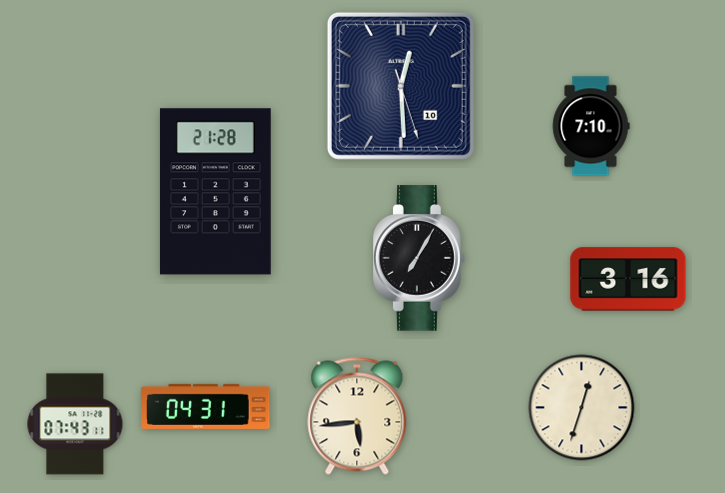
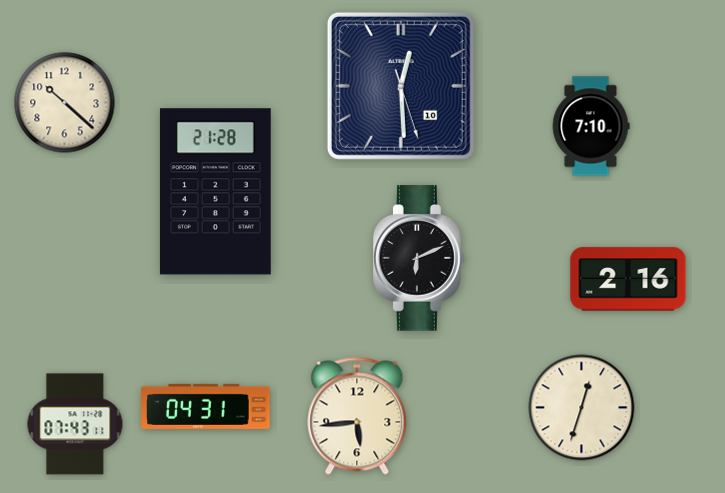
clock at (65, 103): none -> 10:22
clock at (420, 258): 7:05 -> 6:11
clock at (628, 279): 3:16 -> 2:16
